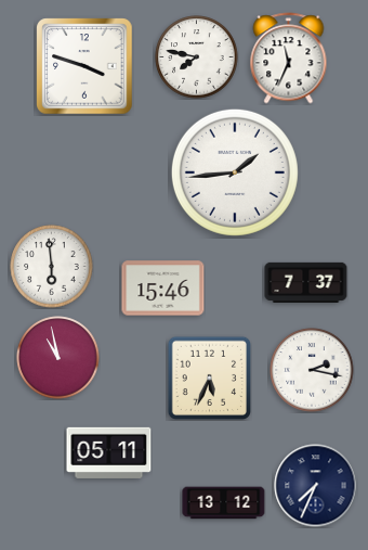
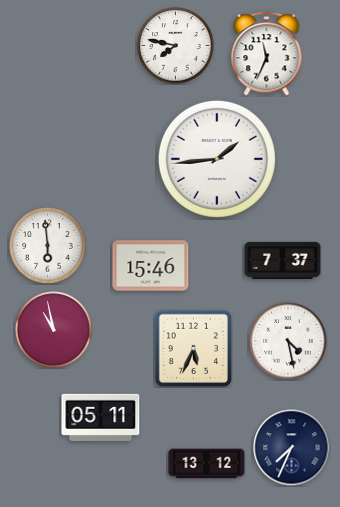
clock at (197, 57) position: (197, 57) -> (176, 46)
clock at (84, 66): 3:48 -> none
clock at (312, 370): 2:17 -> 4:28
